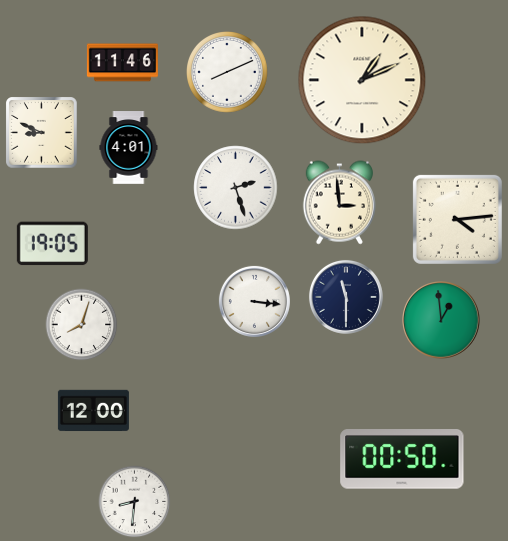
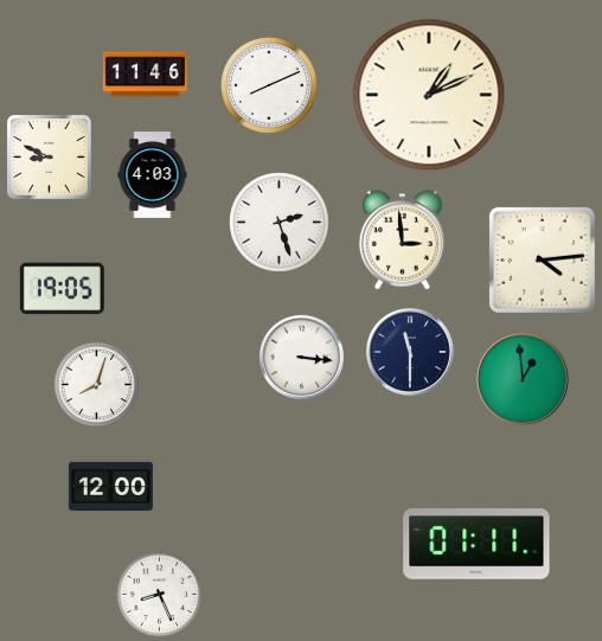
clock at (129, 148): 4:01 -> 4:03
clock at (402, 459): 00:50 -> 01:11
clock at (135, 502): 8:31 -> 8:26
